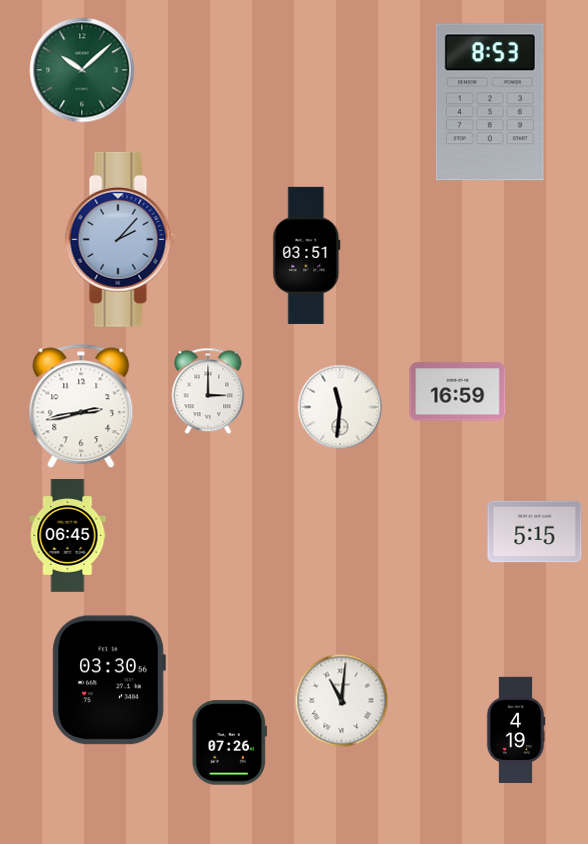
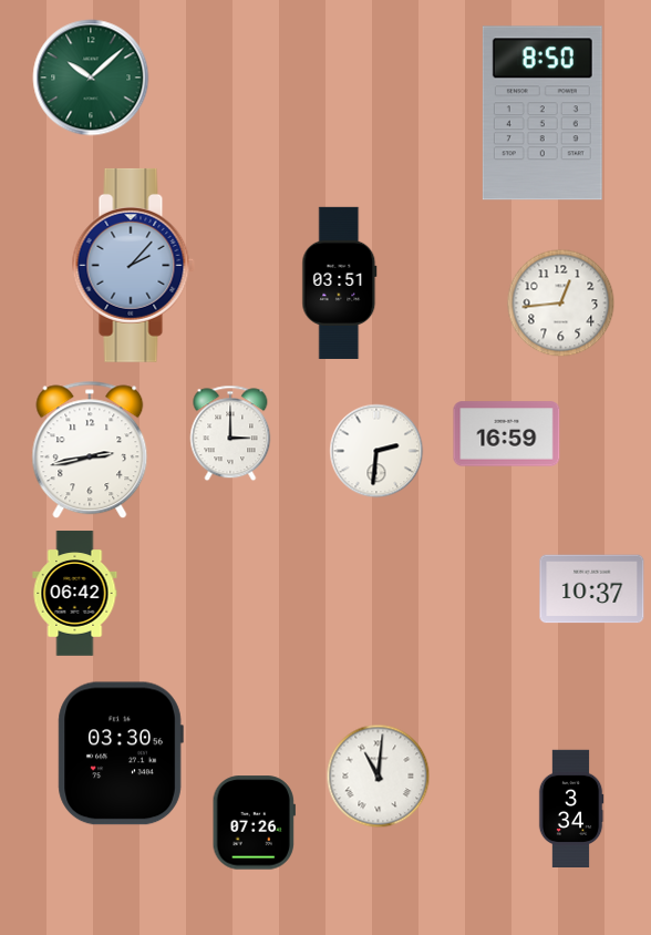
clock at (490, 102): 8:53 -> 8:50
clock at (561, 304): none -> 12:44
clock at (340, 407): 11:31 -> 2:31
clock at (535, 532): 5:15 -> 10:37
clock at (68, 536): 06:45 -> 06:42
clock at (516, 729): 4:19 -> 3:34
